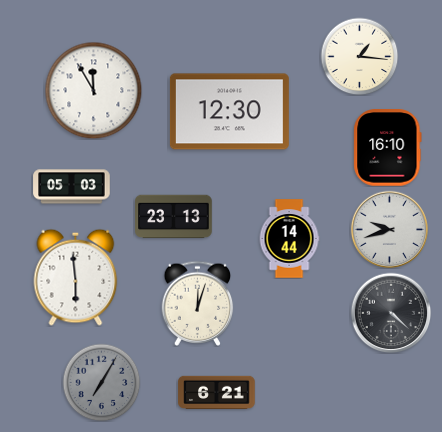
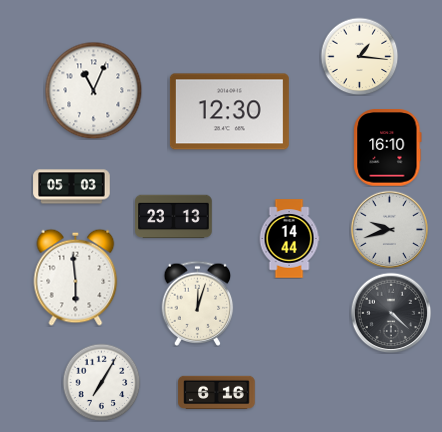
clock at (93, 90): 11:55 -> 11:04
clock at (101, 382) dial: grey -> white
clock at (217, 392): 6:21 -> 6:16
